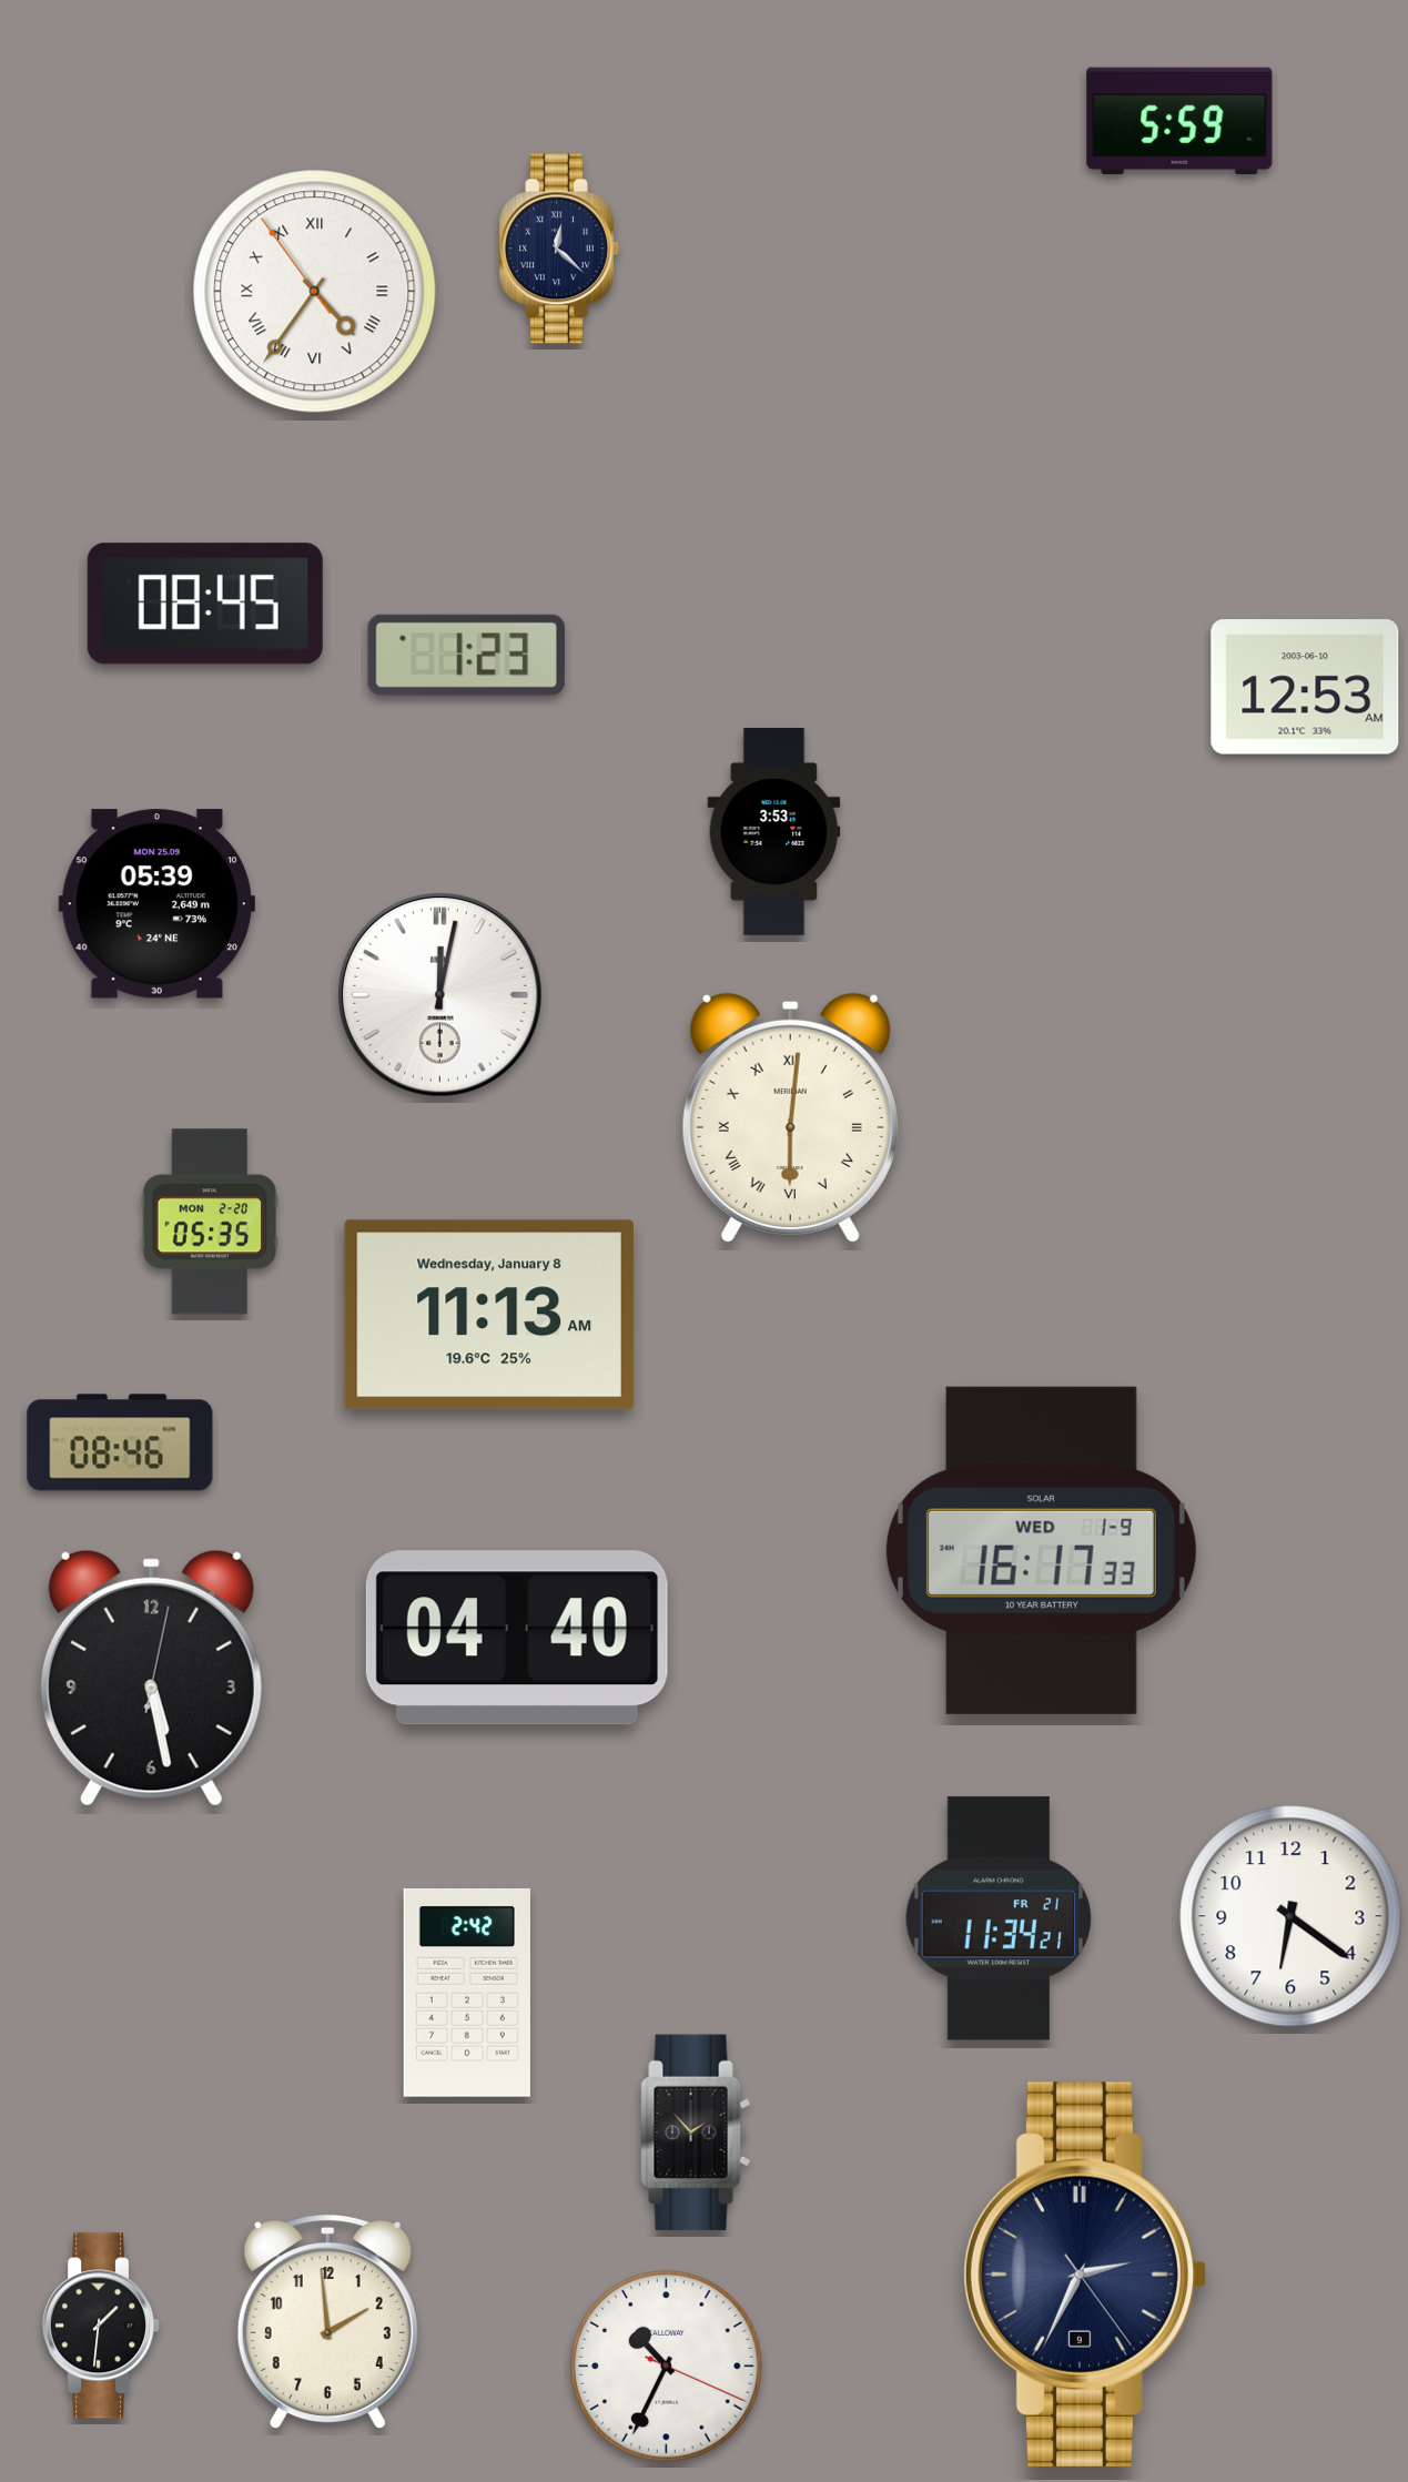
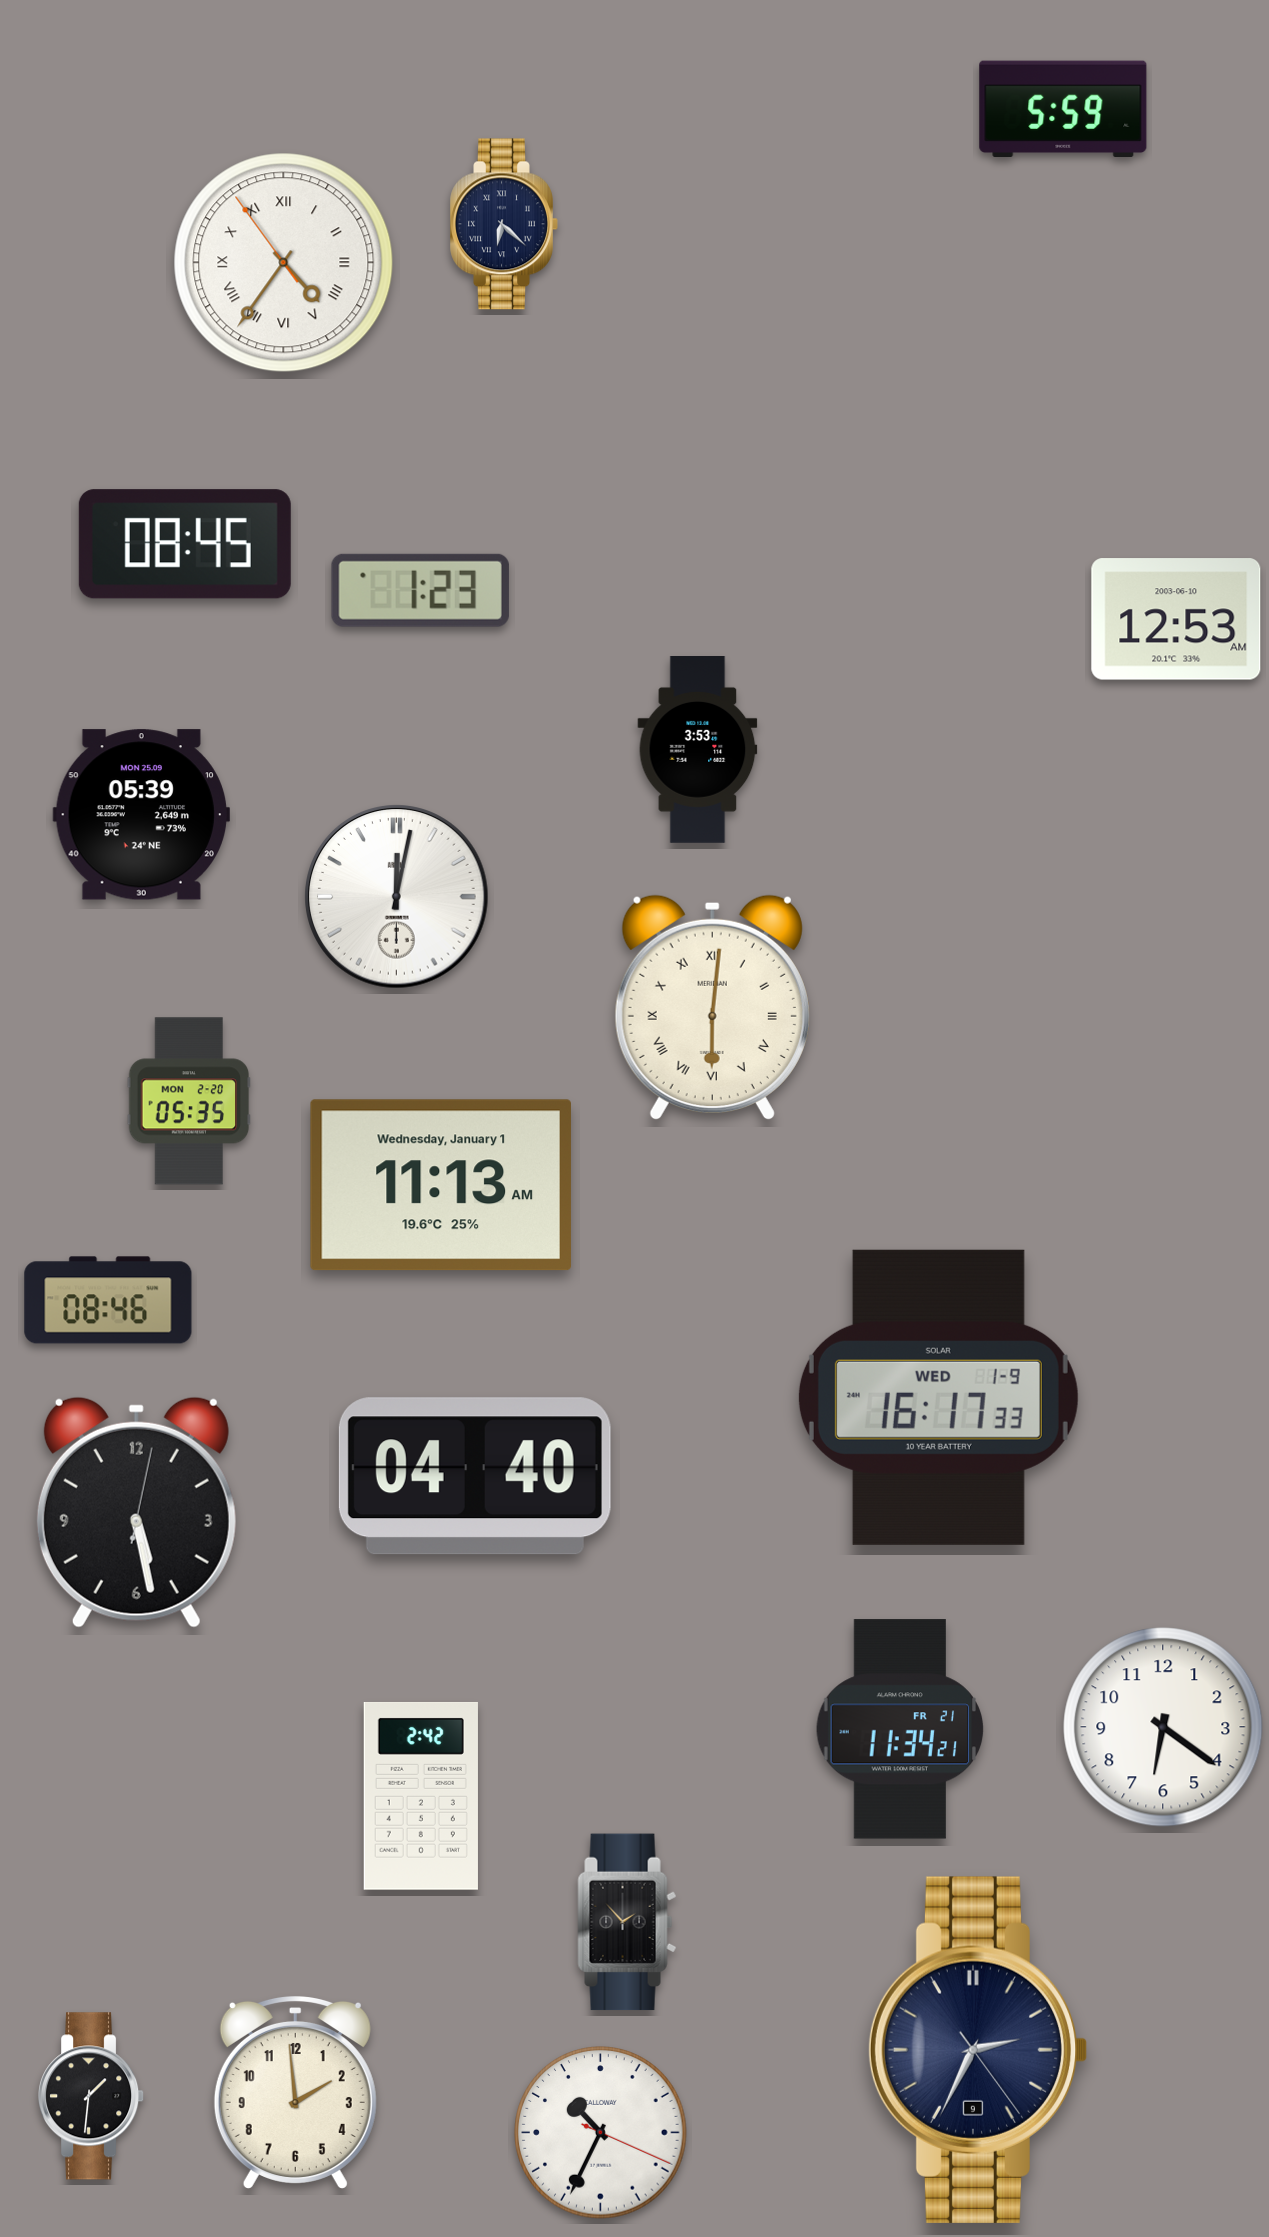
clock at (559, 249): 12:22 -> 6:22
clock at (489, 1315) date: Wednesday, January 8 -> Wednesday, January 1
clock at (517, 1638) position: (517, 1638) -> (475, 1476)
